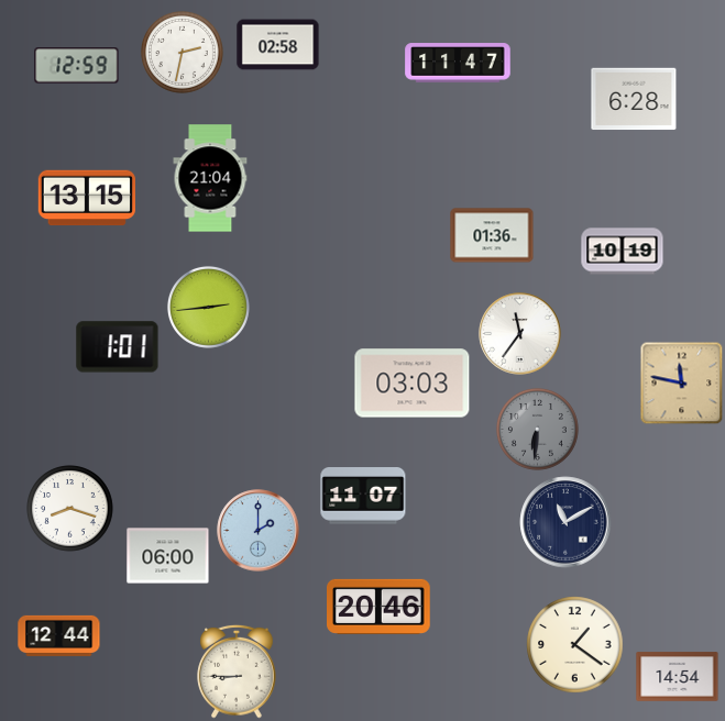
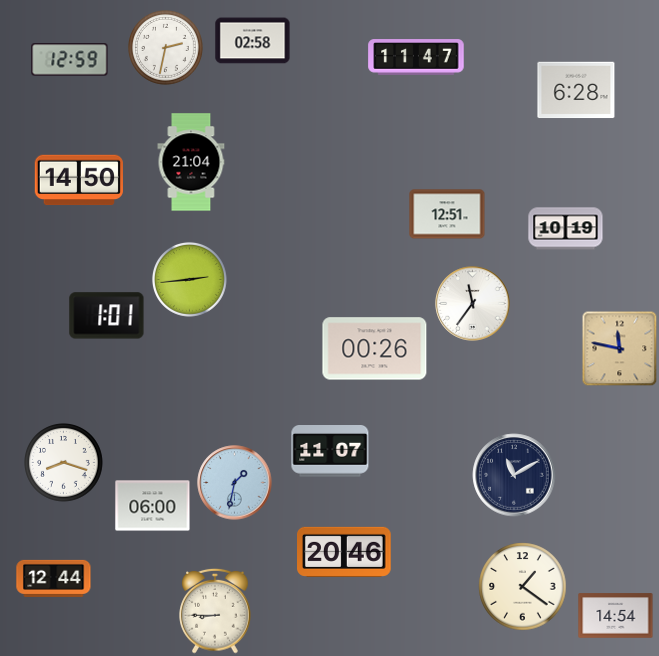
clock at (87, 198): 13:15 -> 14:50
clock at (492, 235): 01:36 -> 12:51
clock at (413, 384): 03:03 -> 00:26
clock at (537, 429): 6:31 -> none
clock at (259, 531): 2:00 -> 1:32
